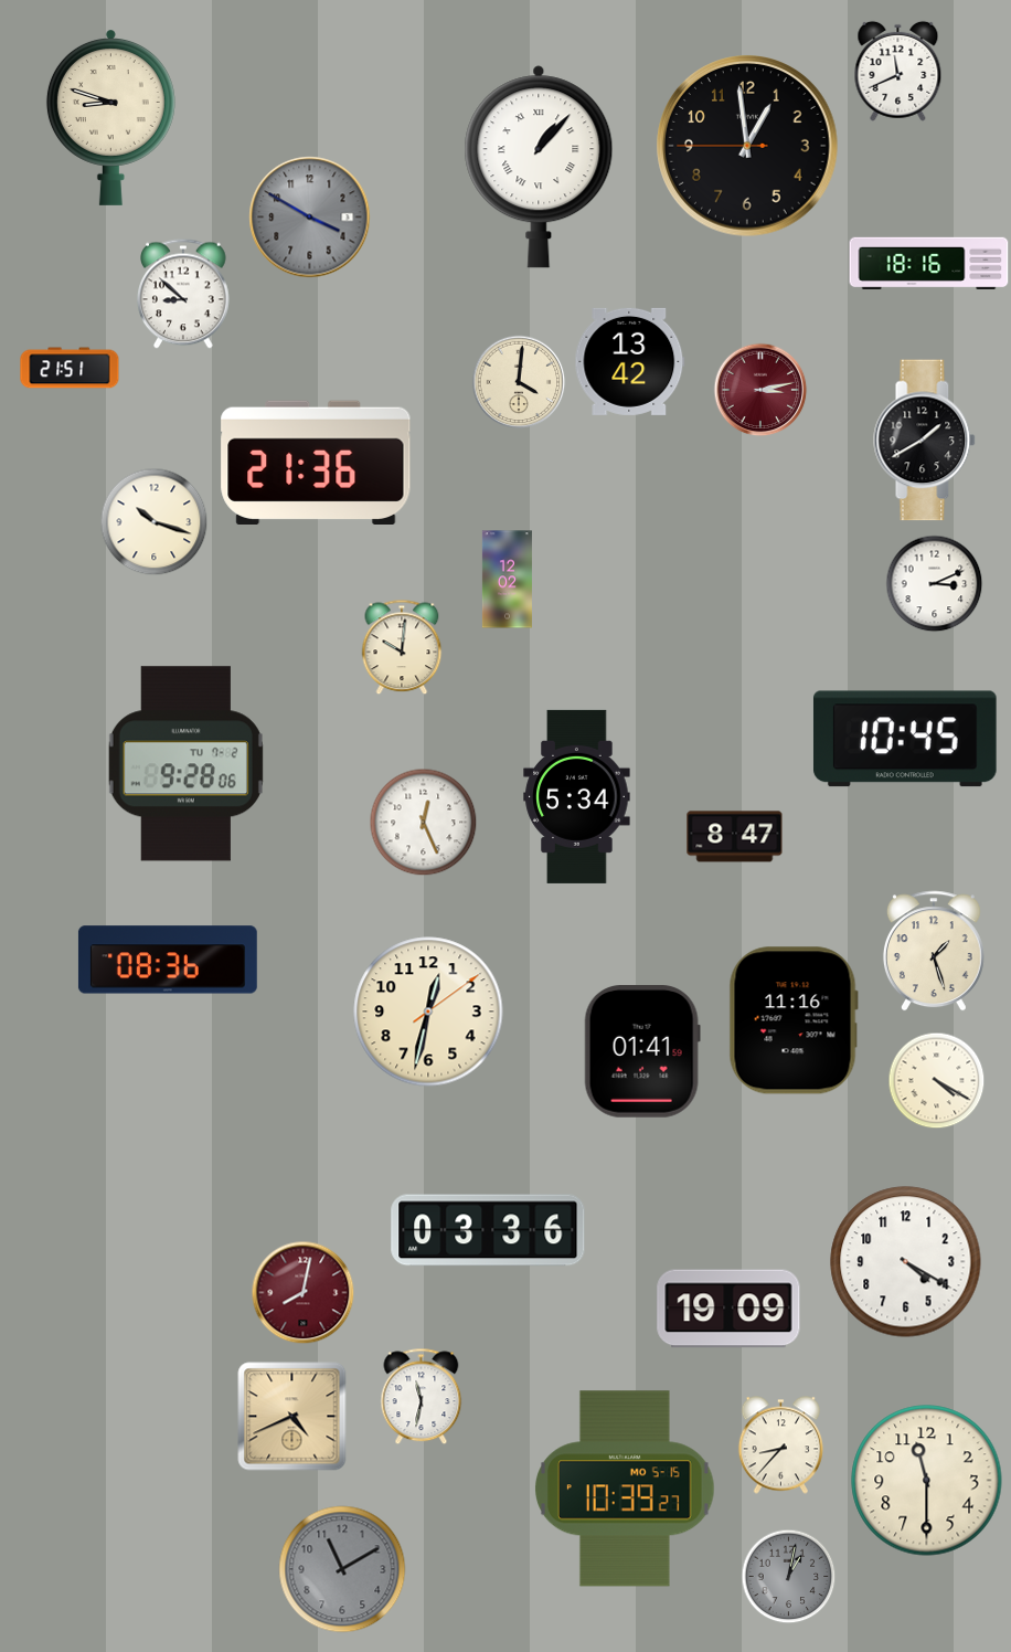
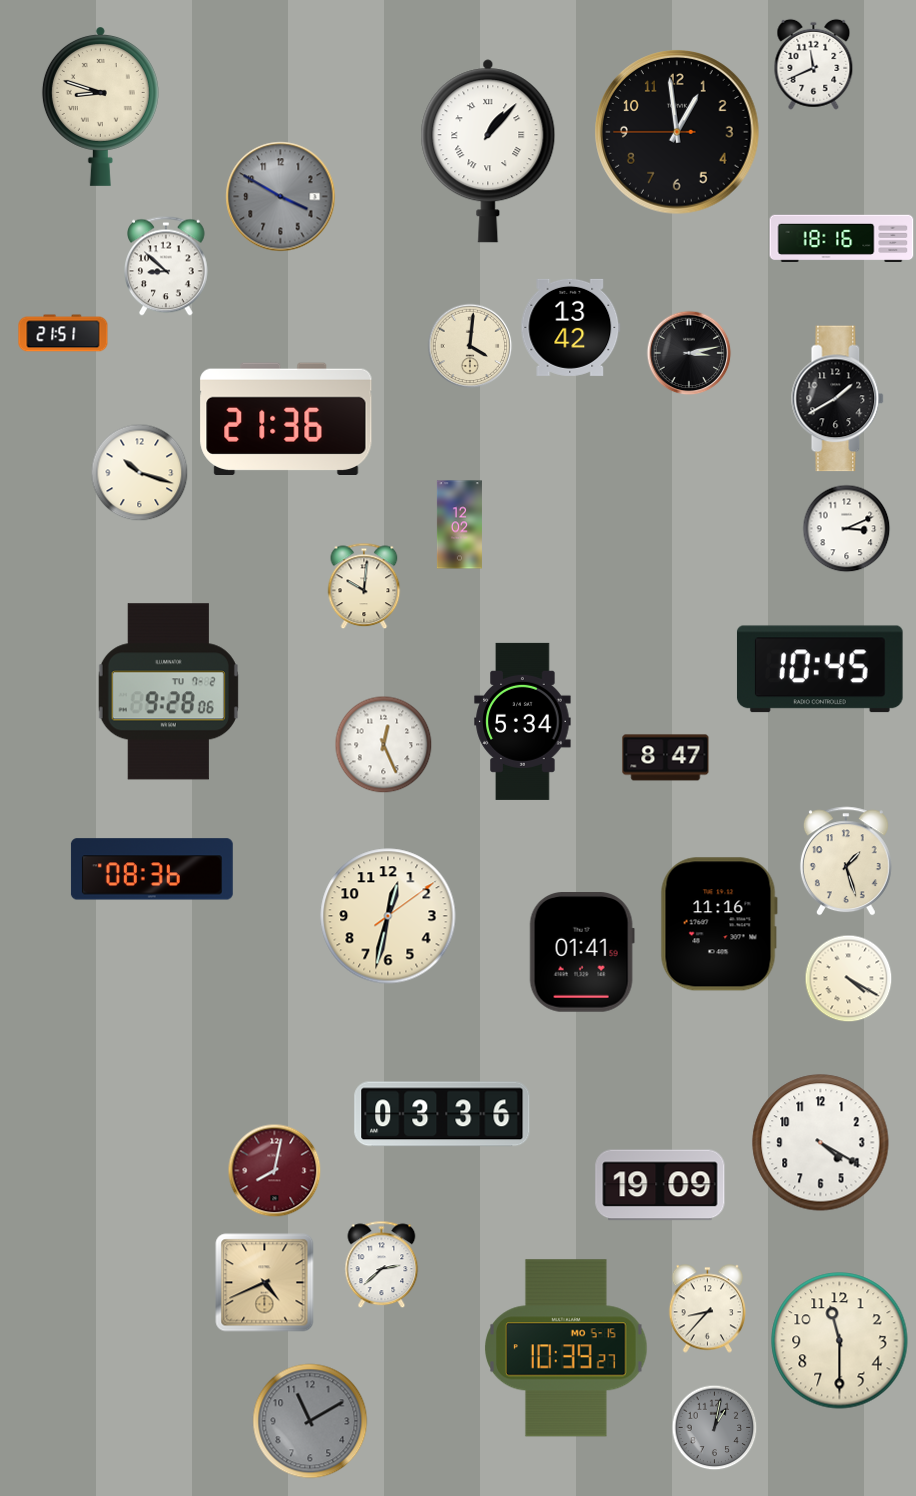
clock at (760, 390) dial: burgundy -> black
clock at (422, 1396): 11:32 -> 2:38
